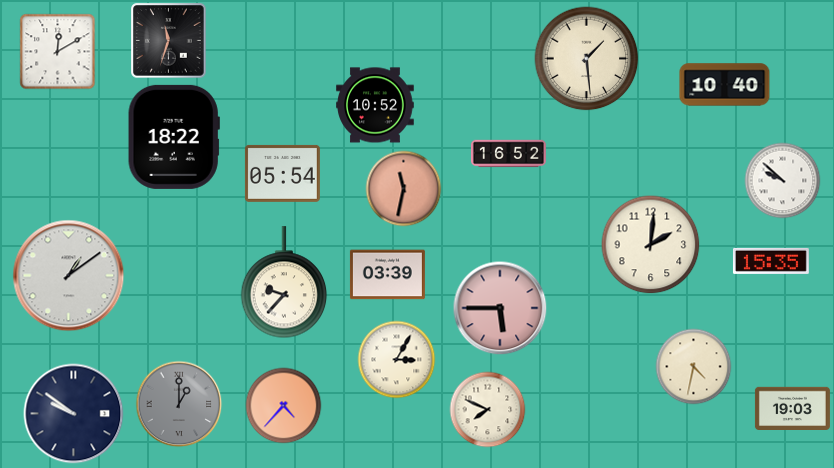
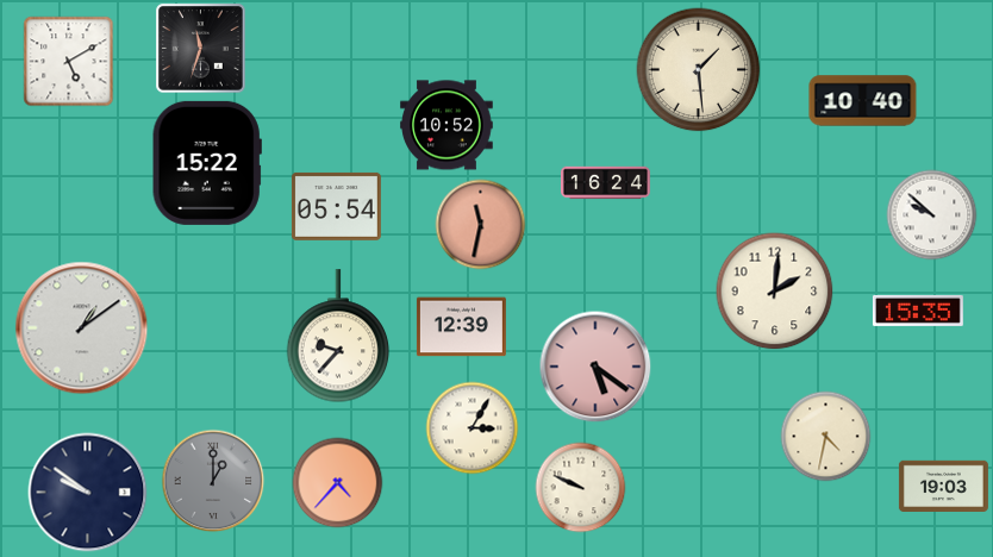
clock at (58, 52): 12:10 -> 5:10
clock at (174, 137): 18:22 -> 15:22
clock at (508, 154): 16:52 -> 16:24
clock at (387, 275): 03:39 -> 12:39
clock at (500, 308): 5:45 -> 5:21
clock at (488, 410): 7:49 -> 9:49
